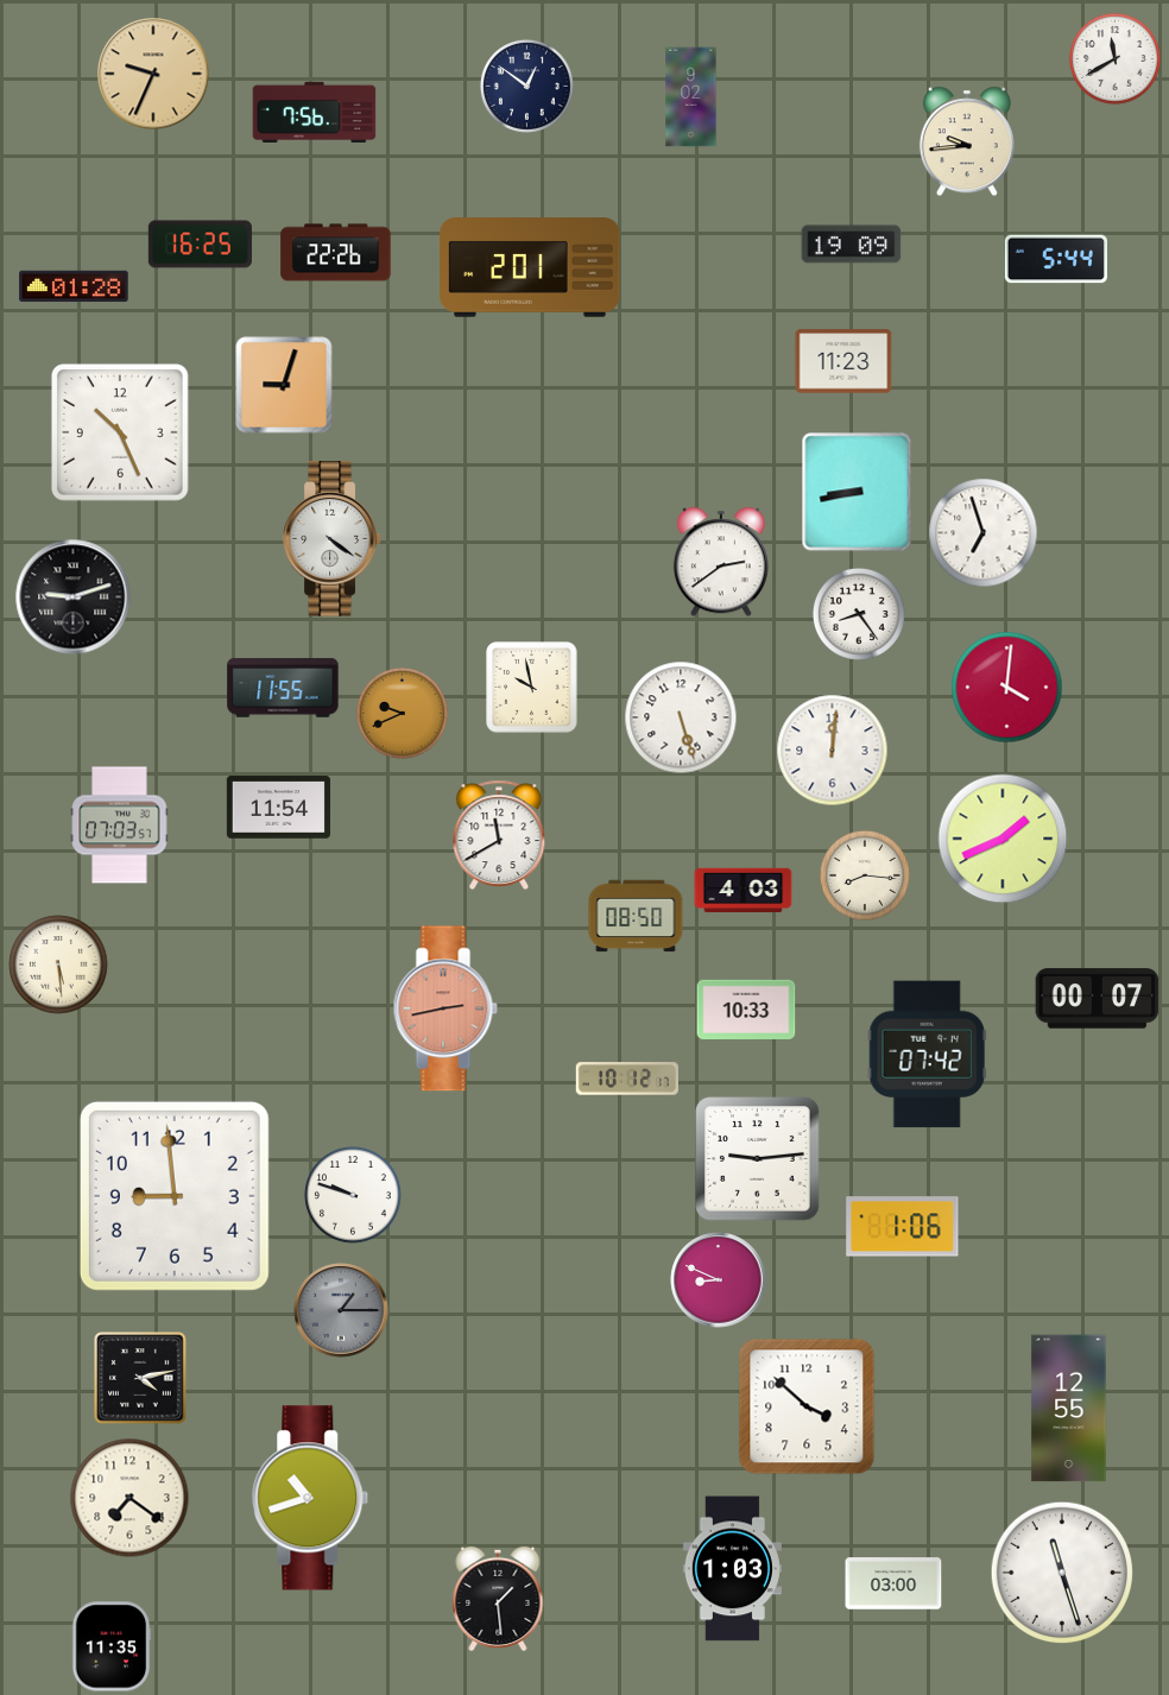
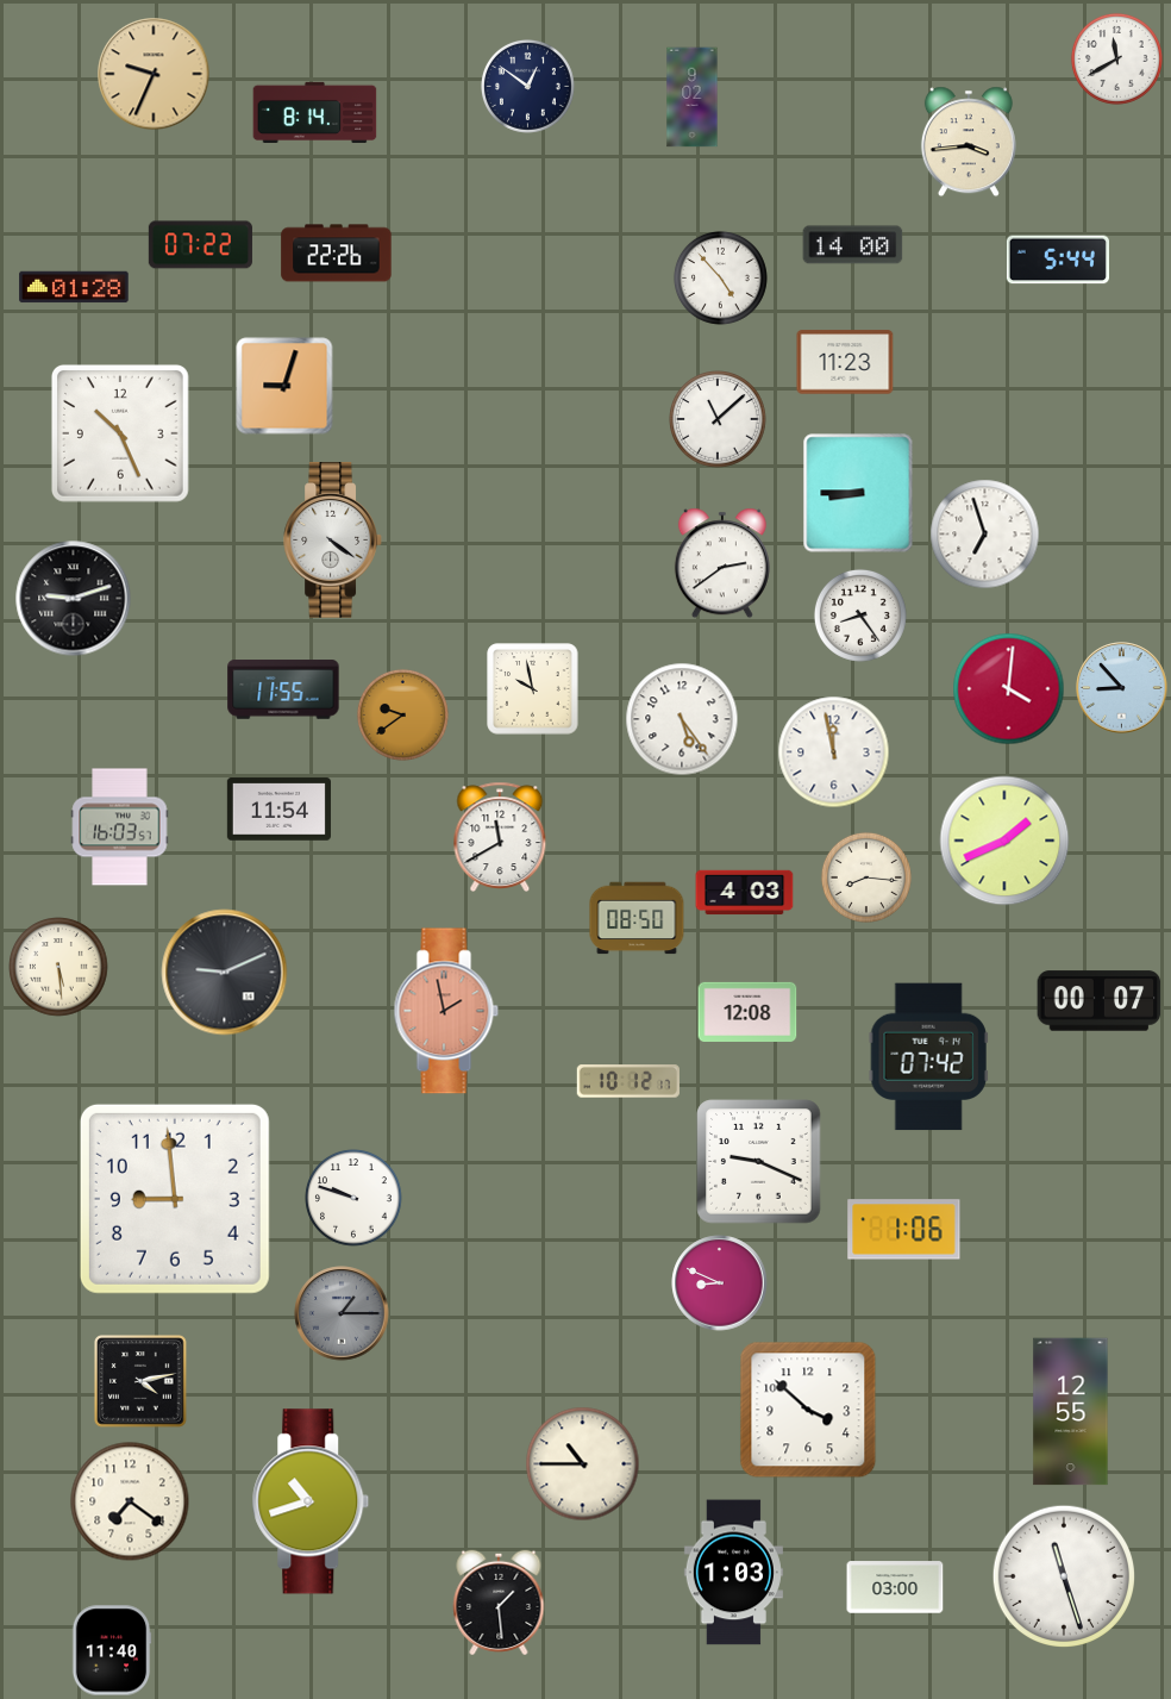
clock at (315, 112): 7:56 -> 8:14
clock at (967, 141): 9:44 -> 3:44
clock at (200, 245): 16:25 -> 07:22
clock at (852, 245): 19:09 -> 14:00
clock at (530, 267): 2:01 -> none
clock at (720, 277): none -> 4:53
clock at (718, 419): none -> 11:08
clock at (857, 492): 8:43 -> 8:45
clock at (1122, 688): none -> 8:53
clock at (402, 713): 9:41 -> 9:39
clock at (681, 717): 5:27 -> 5:24
clock at (833, 751): 12:01 -> 11:58
clock at (120, 826): 07:03 -> 16:03
clock at (225, 973): none -> 9:11
clock at (446, 1008): 2:43 -> 1:58
clock at (746, 1010): 10:33 -> 12:08
clock at (758, 1159): 9:14 -> 9:19
clock at (583, 1464): none -> 10:45
clock at (112, 1646): 11:35 -> 11:40
